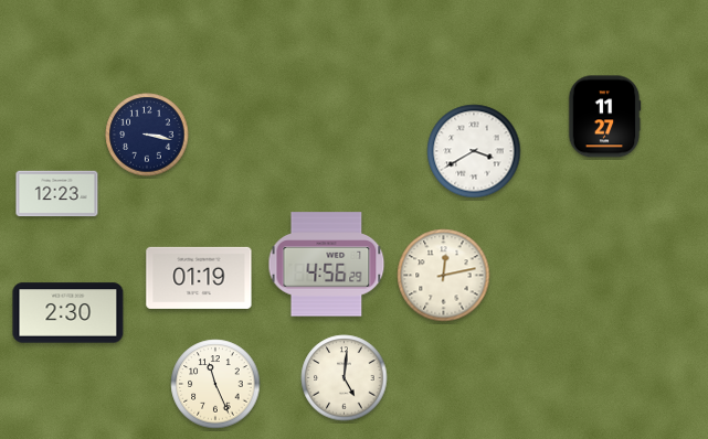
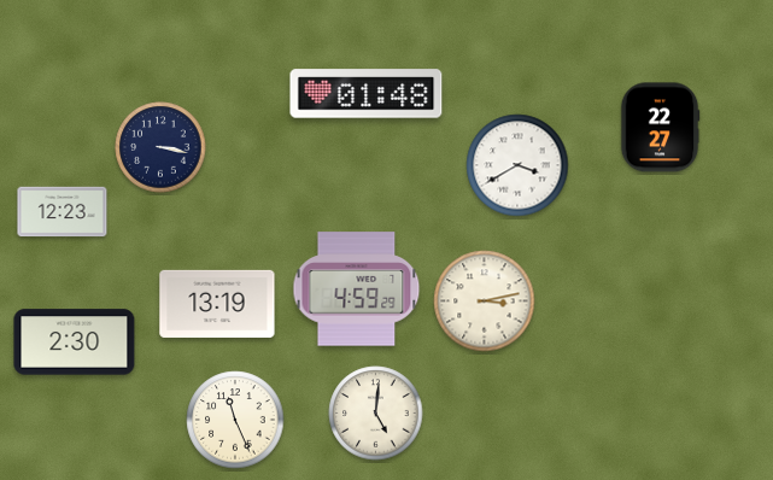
clock at (367, 94): none -> 01:48
clock at (604, 117): 11:27 -> 22:27
clock at (327, 265): 4:56 -> 4:59
clock at (444, 276): 12:13 -> 3:13
clock at (199, 278): 01:19 -> 13:19
